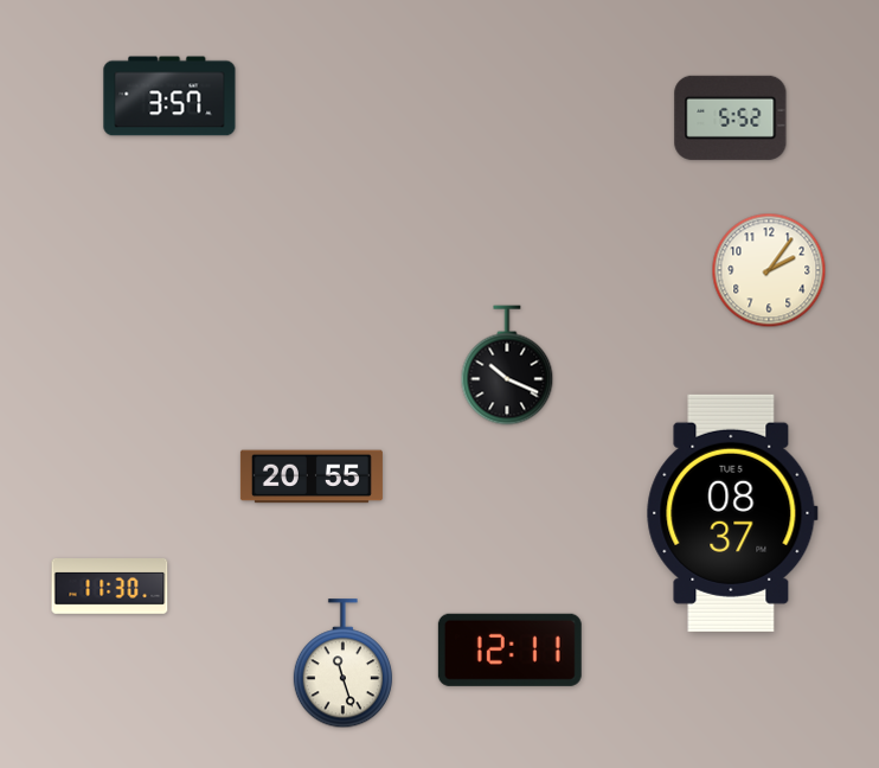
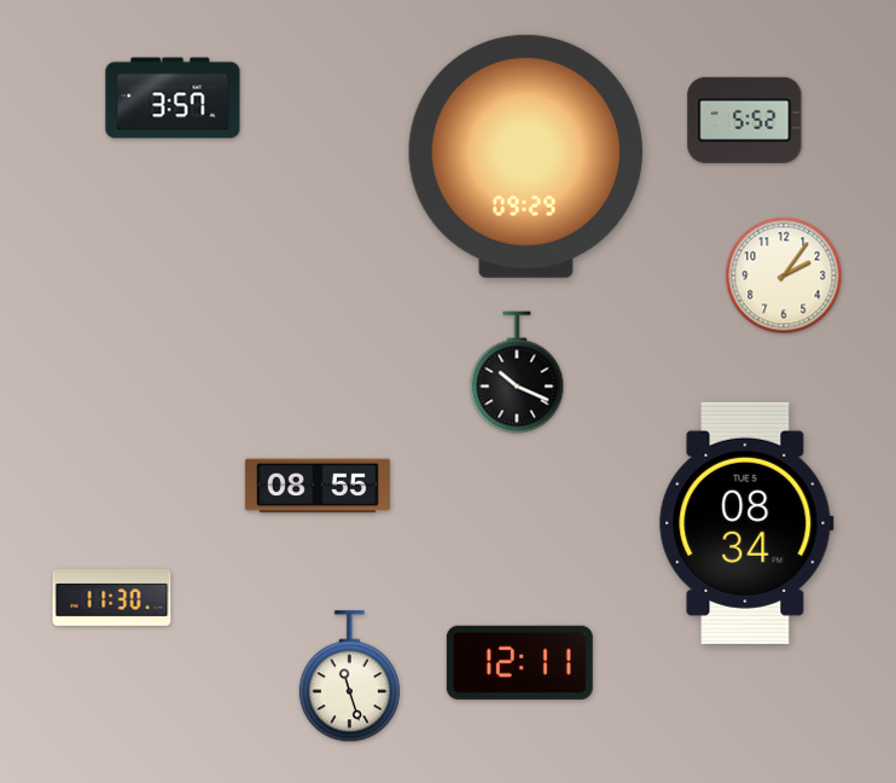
clock at (525, 156): none -> 09:29
clock at (312, 476): 20:55 -> 08:55
clock at (732, 513): 08:37 -> 08:34
